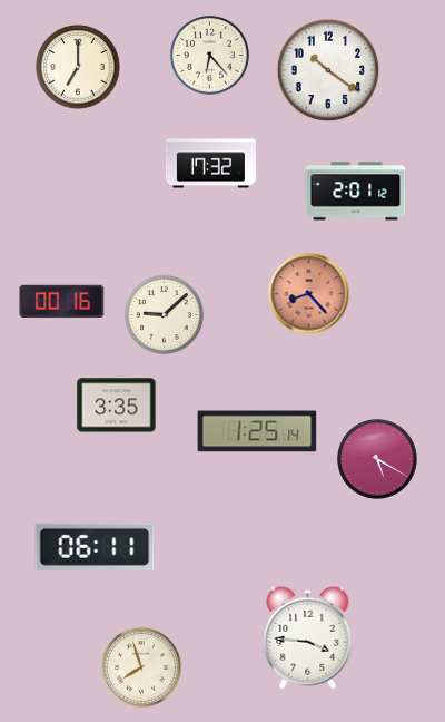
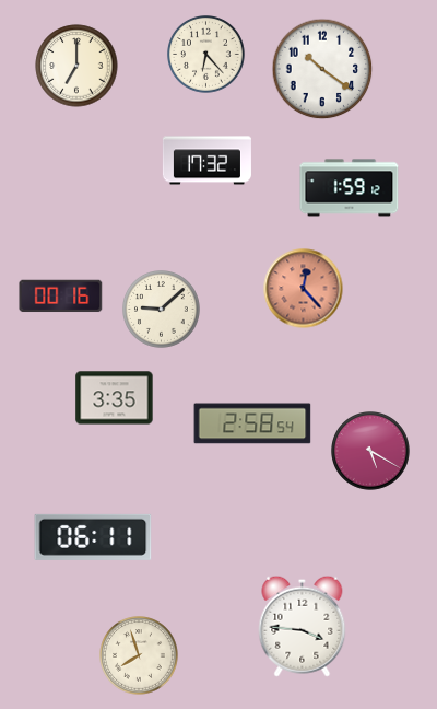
clock at (356, 192): 2:01 -> 1:59
clock at (309, 294): 8:23 -> 12:23
clock at (257, 431): 1:25 -> 2:58
